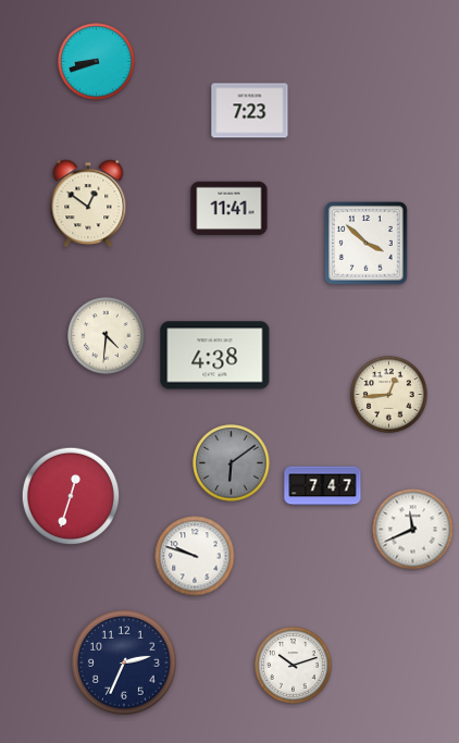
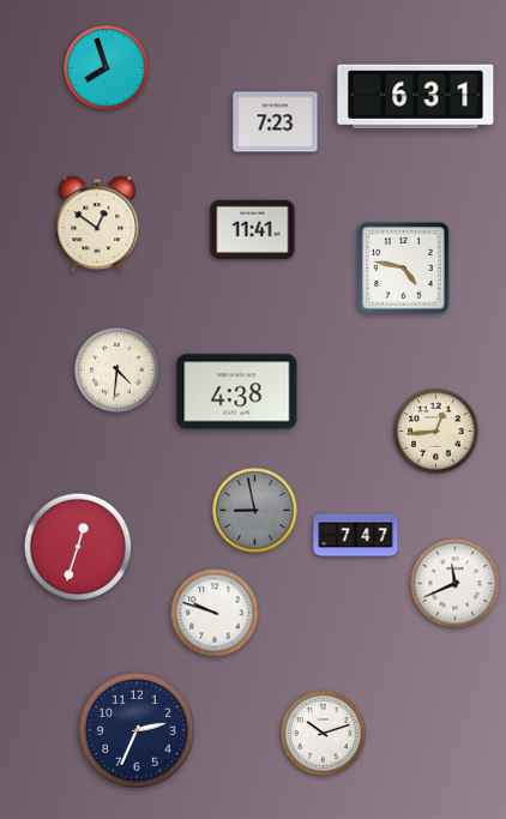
clock at (97, 62): 8:42 -> 7:57
clock at (416, 97): none -> 6:31
clock at (367, 244): 3:52 -> 4:47
clock at (389, 395) position: (389, 395) -> (436, 432)
clock at (232, 463): 6:09 -> 8:58
